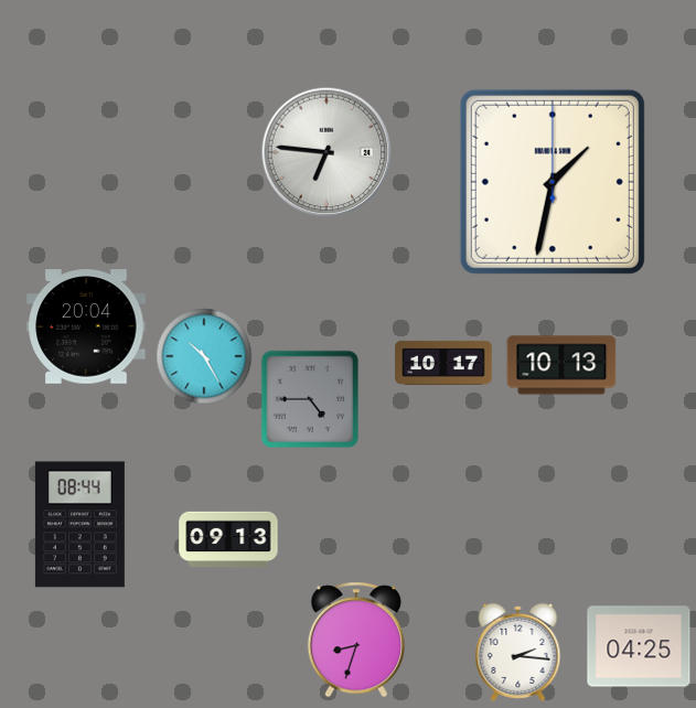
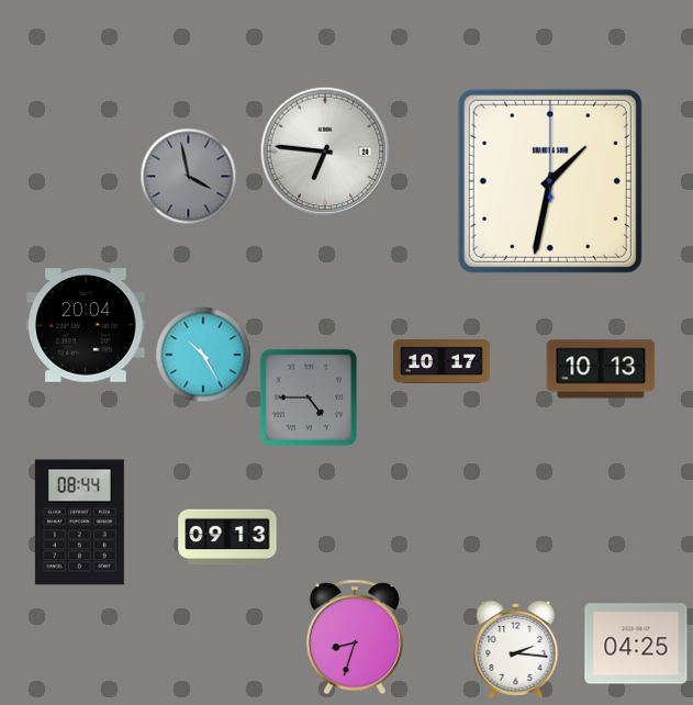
clock at (189, 177): none -> 3:58
clock at (561, 365) position: (561, 365) -> (601, 369)
